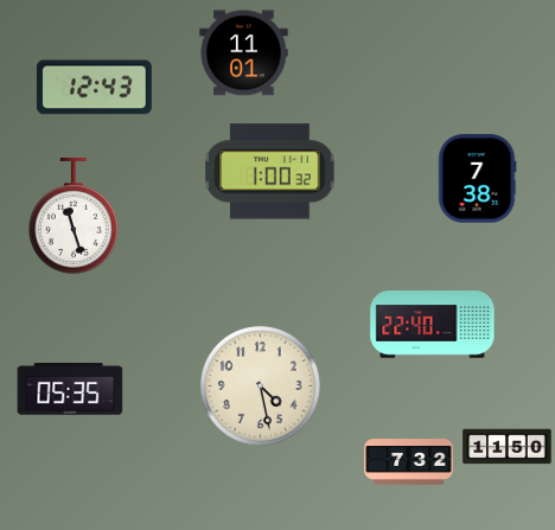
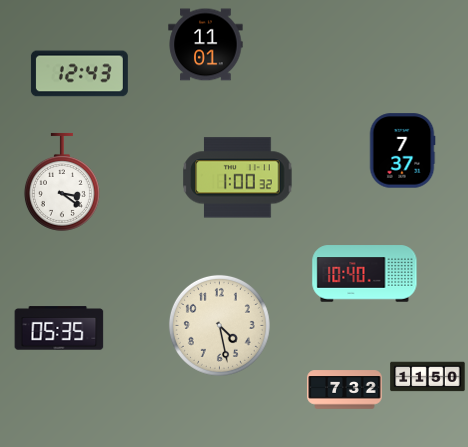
clock at (270, 172) position: (270, 172) -> (238, 178)
clock at (477, 179): 7:38 -> 7:37
clock at (74, 216): 11:27 -> 3:21
clock at (433, 325): 22:40 -> 10:40
